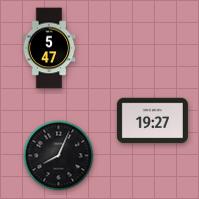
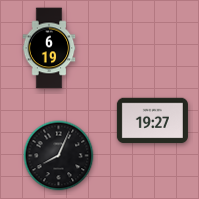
clock at (49, 48): 5:47 -> 6:19
